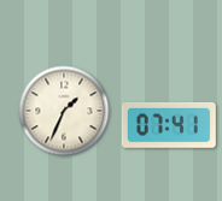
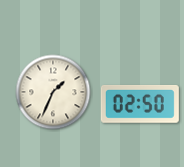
clock at (169, 125): 07:41 -> 02:50
